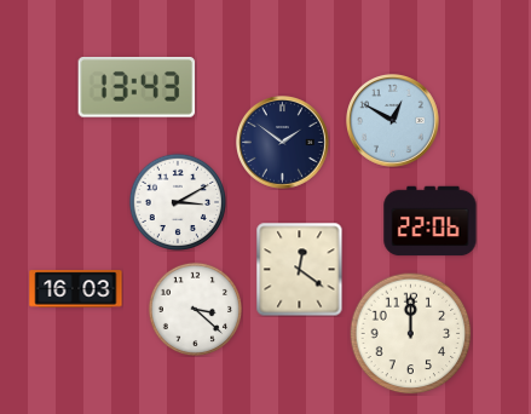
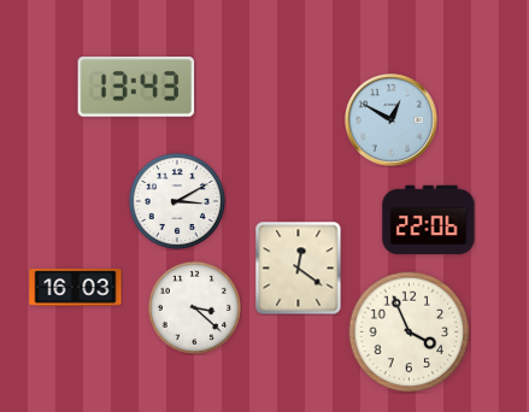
clock at (283, 143): 1:51 -> none
clock at (411, 334): 12:00 -> 3:56
